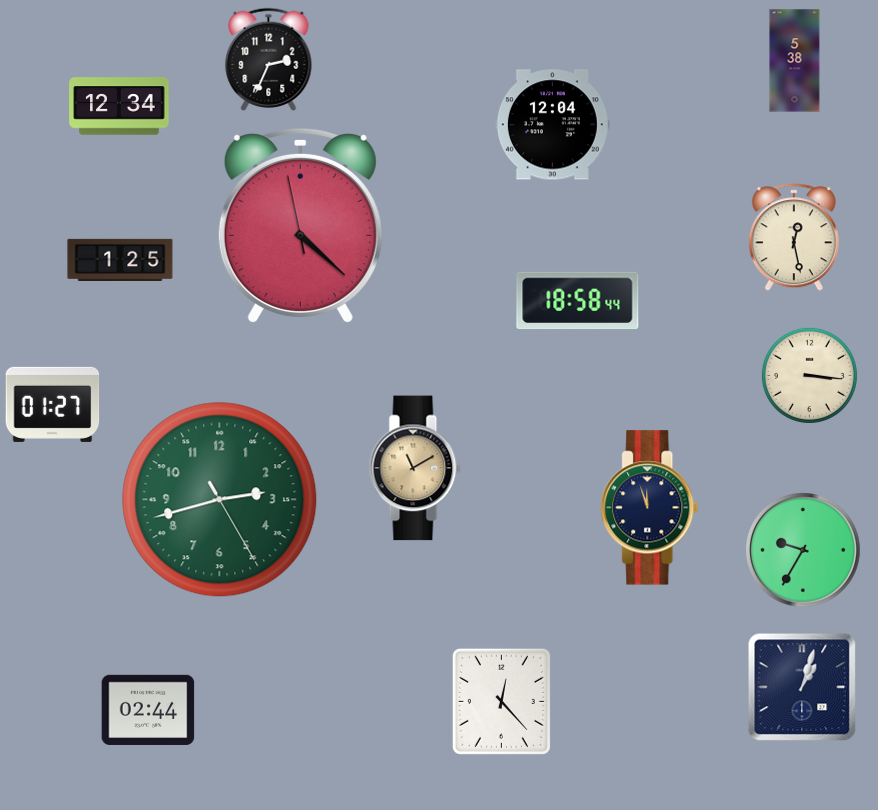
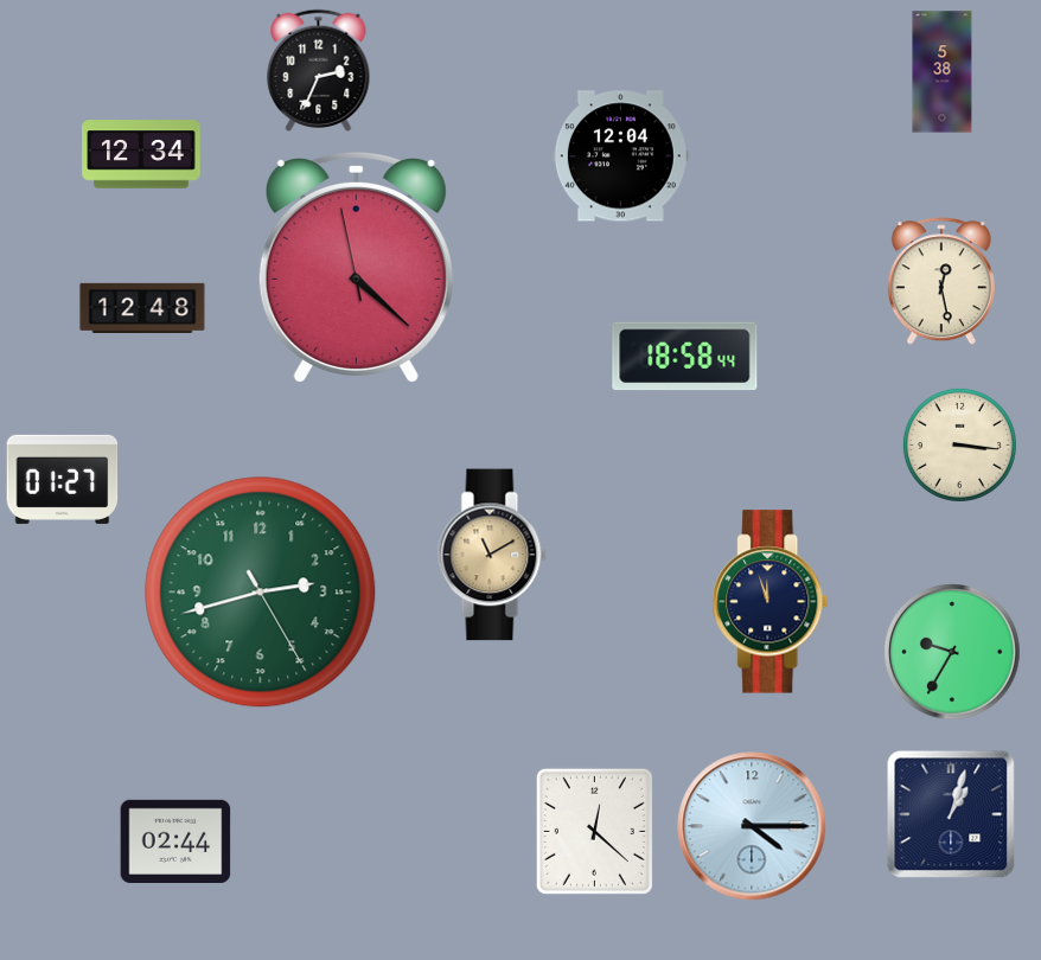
clock at (119, 106) position: (119, 106) -> (141, 154)
clock at (552, 125) position: (552, 125) -> (620, 156)
clock at (120, 259): 1:25 -> 12:48
clock at (752, 826): none -> 4:15
clock at (501, 701): 12:23 -> 12:22
